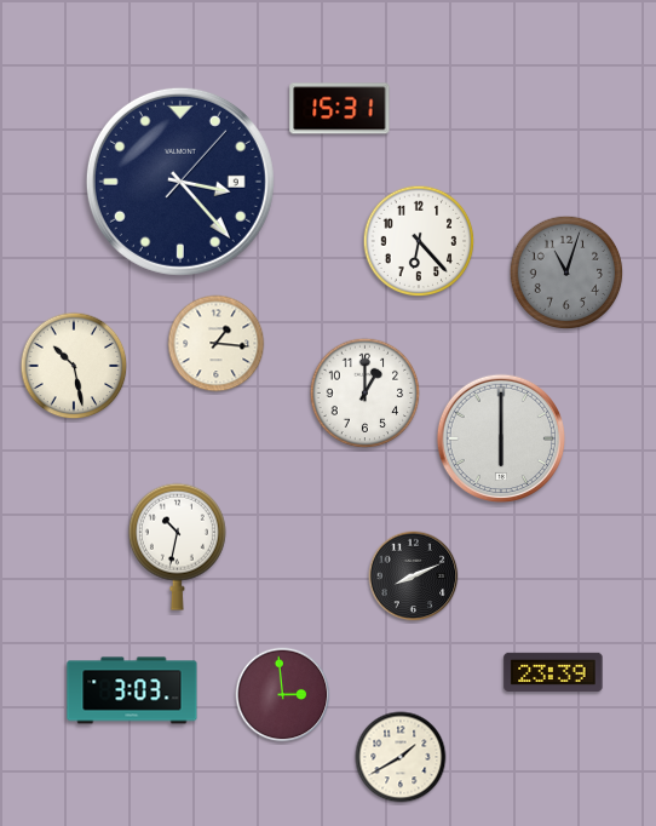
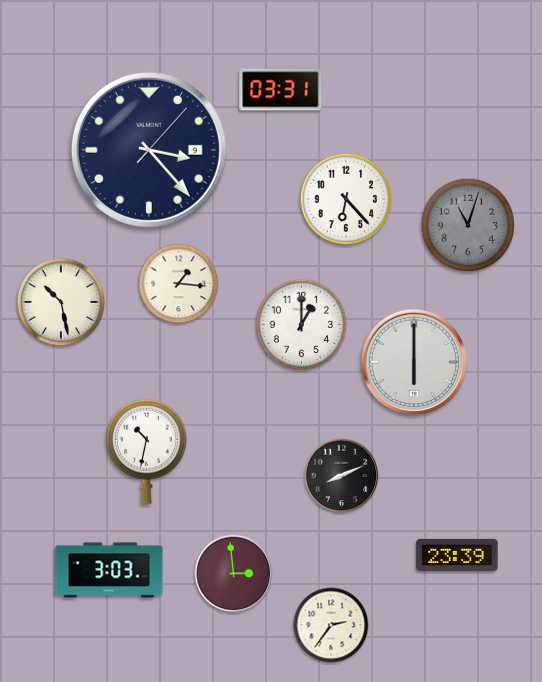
clock at (340, 109): 15:31 -> 03:31
clock at (401, 757): 1:40 -> 2:36
